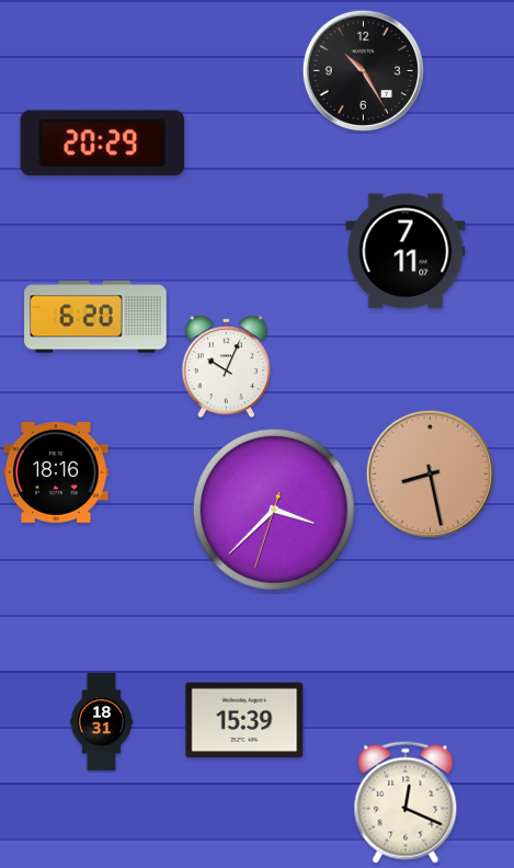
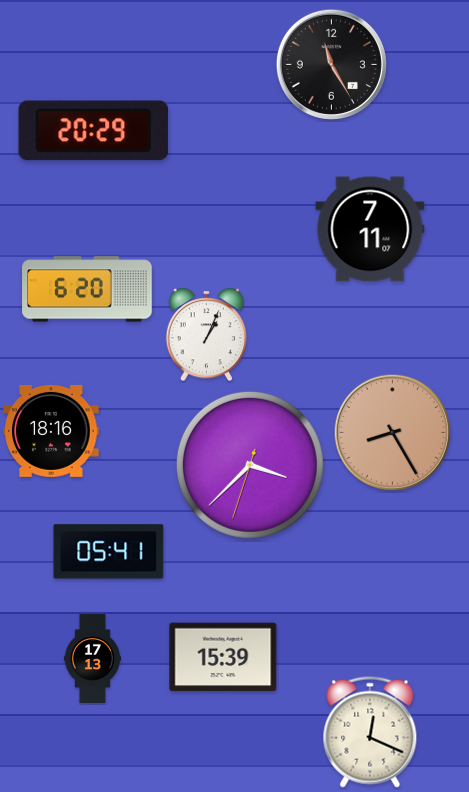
clock at (363, 70): 10:25 -> 11:25
clock at (227, 367): 10:04 -> 1:04
clock at (430, 473): 8:28 -> 8:25
clock at (109, 552): none -> 05:41
clock at (101, 721): 18:31 -> 17:13
